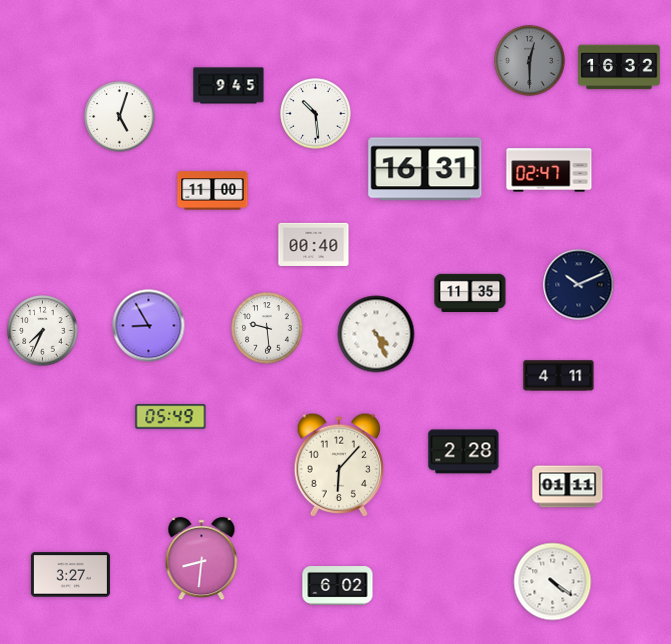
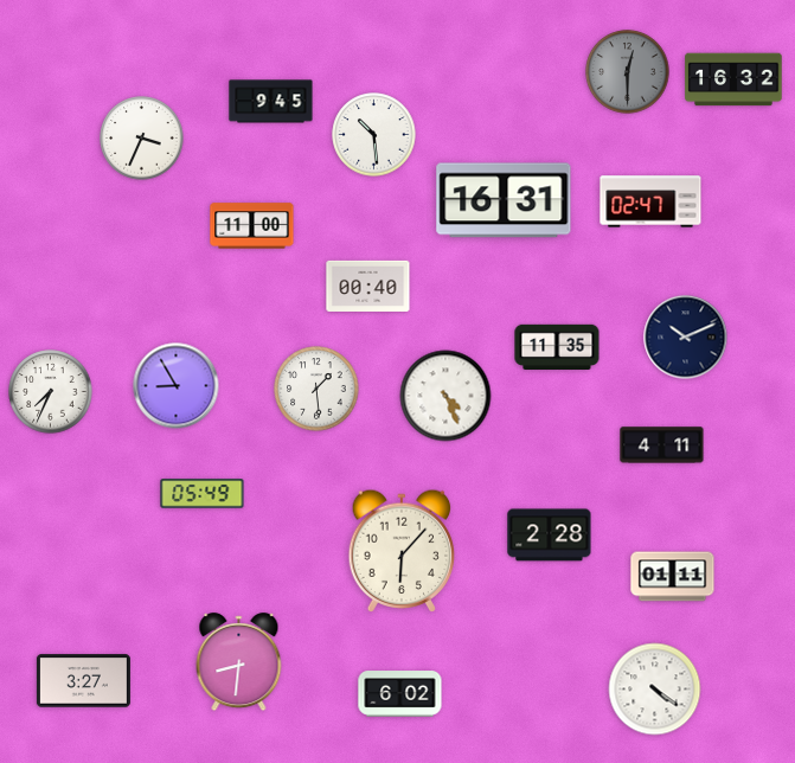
clock at (120, 117): 5:03 -> 3:34
clock at (314, 244) position: (314, 244) -> (368, 286)
clock at (267, 328): 9:29 -> 1:29
